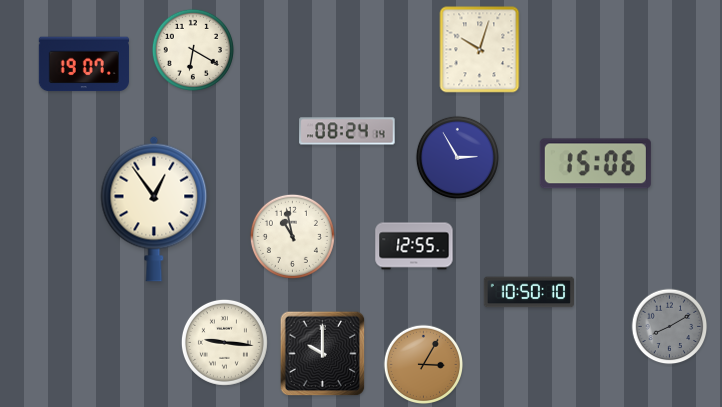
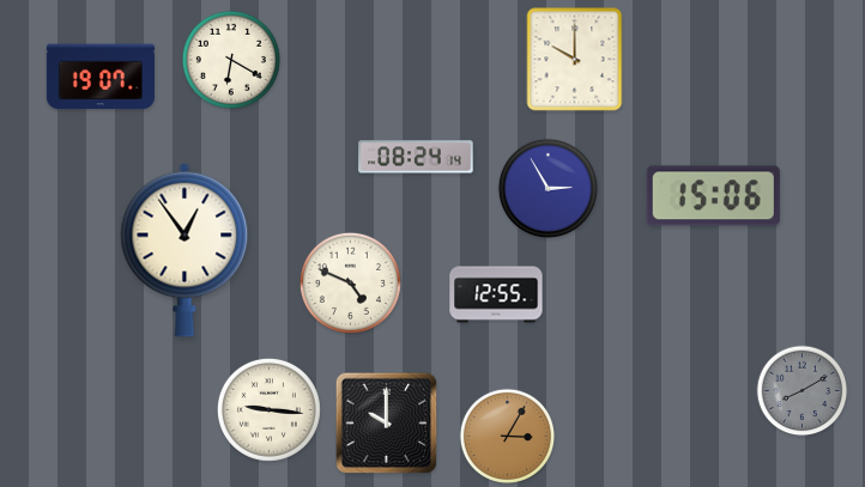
clock at (480, 50): 10:03 -> 10:00
clock at (292, 236): 10:58 -> 4:49
clock at (528, 292): 10:50 -> none
